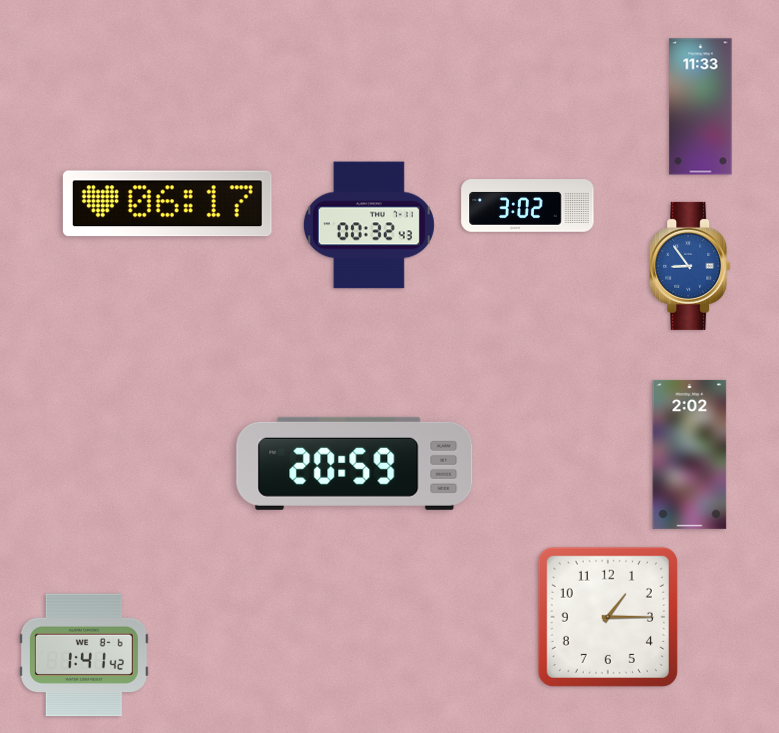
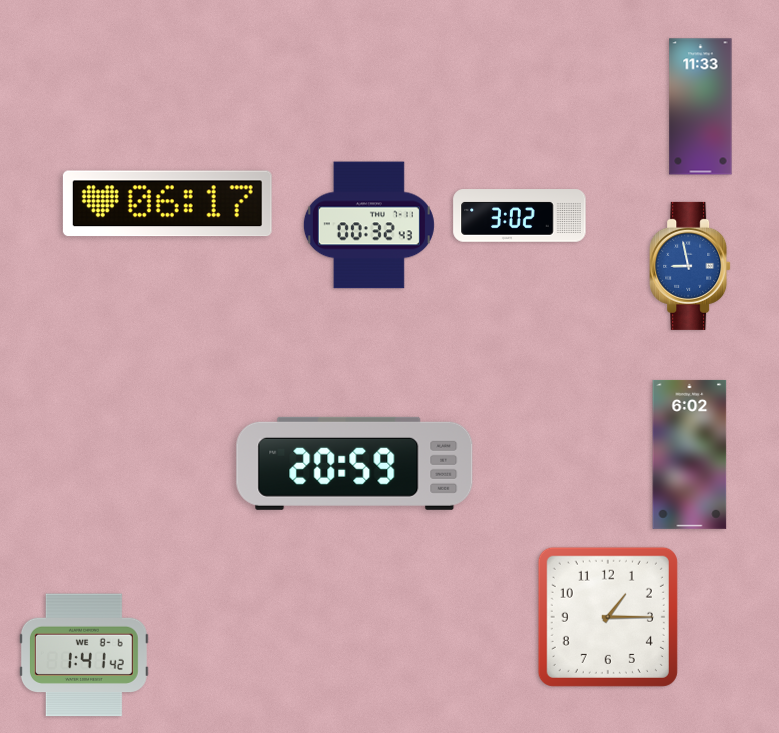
clock at (528, 206) position: (528, 206) -> (520, 216)
clock at (690, 266): 8:54 -> 8:58
clock at (690, 454): 2:02 -> 6:02
